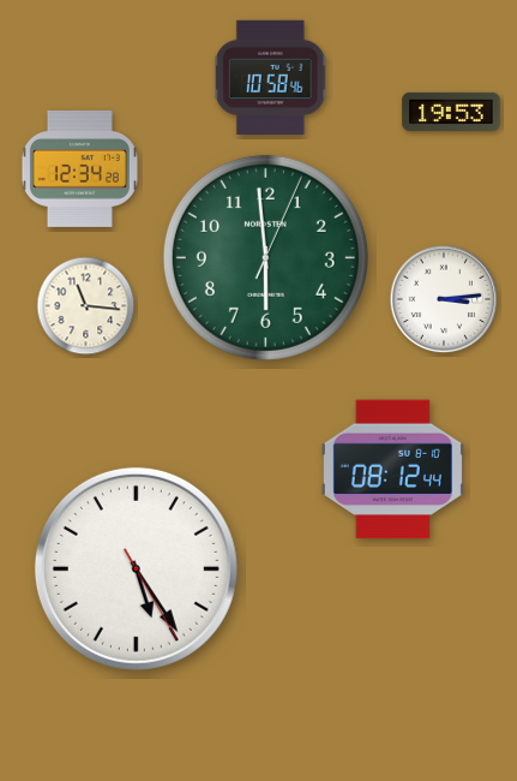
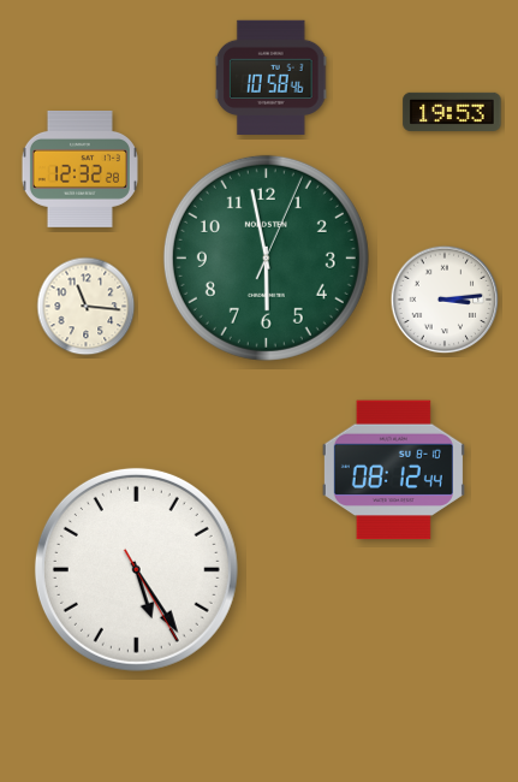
clock at (79, 168): 12:34 -> 12:32
clock at (265, 257): 5:59 -> 5:58
